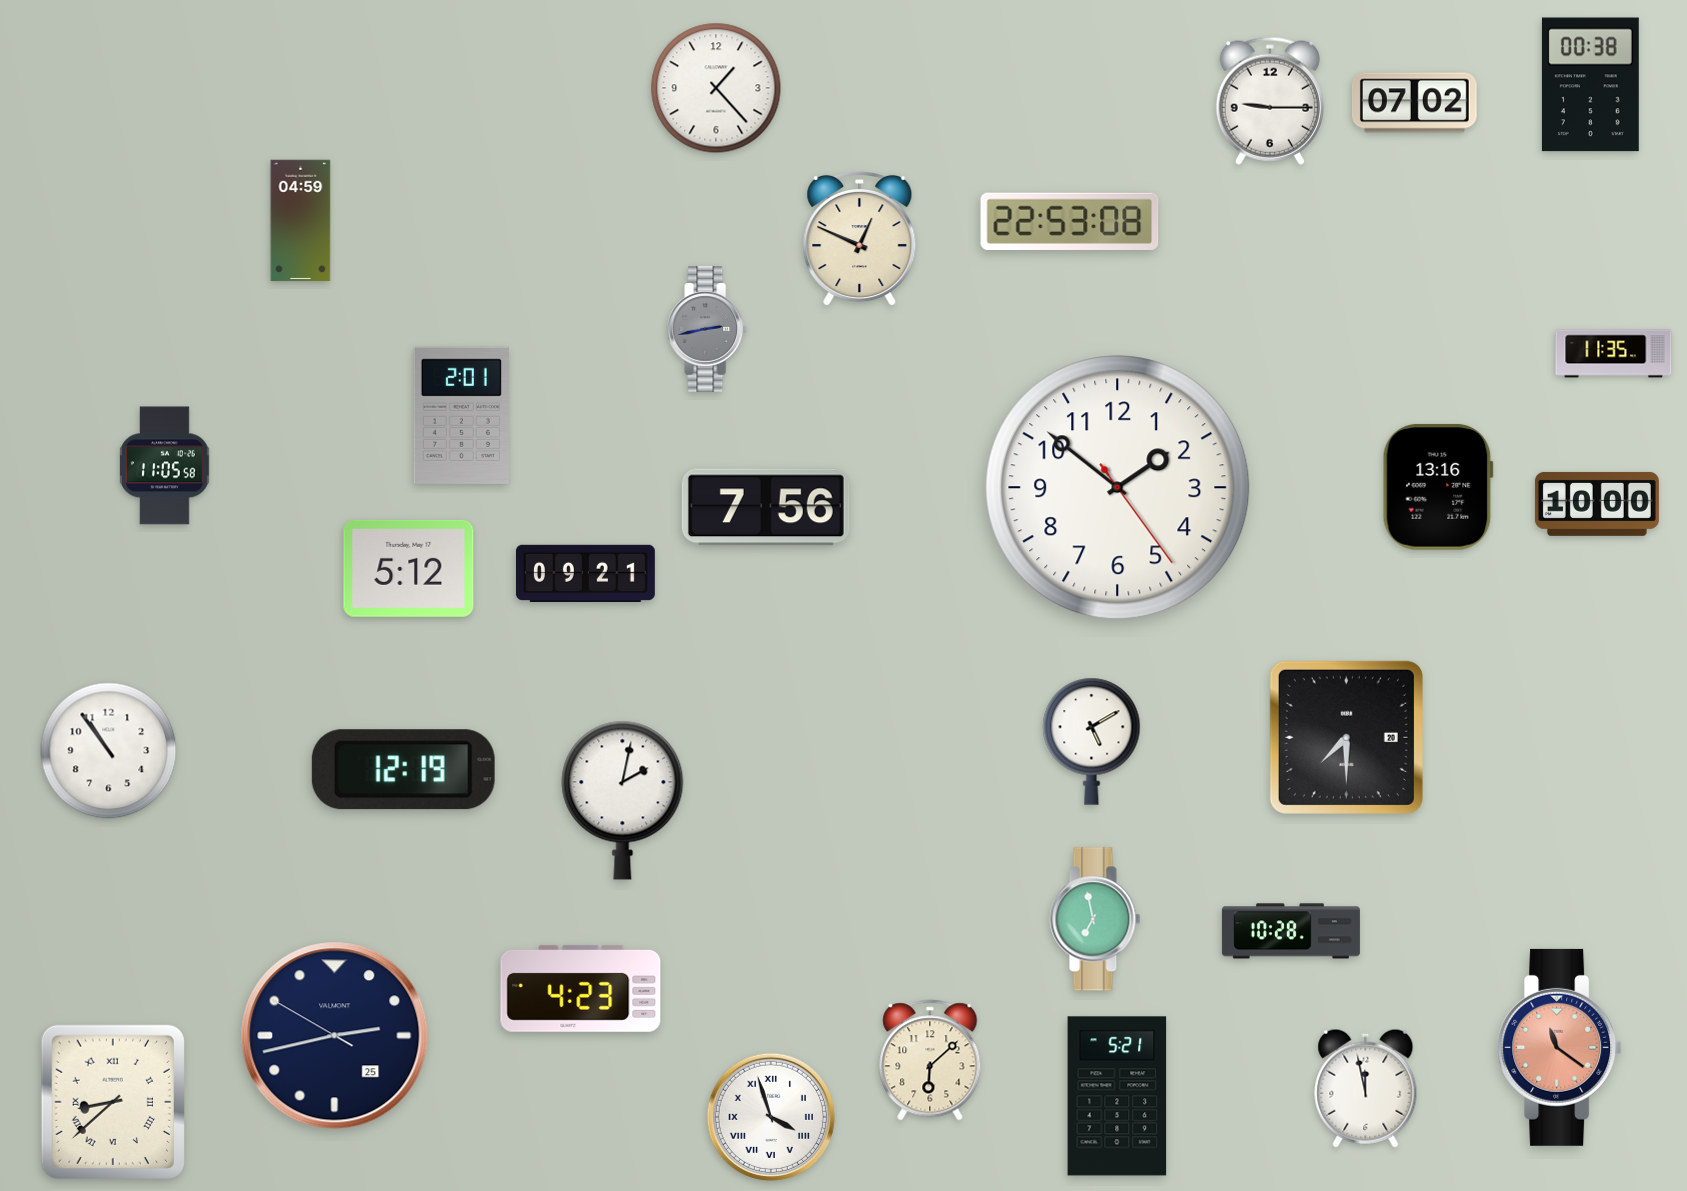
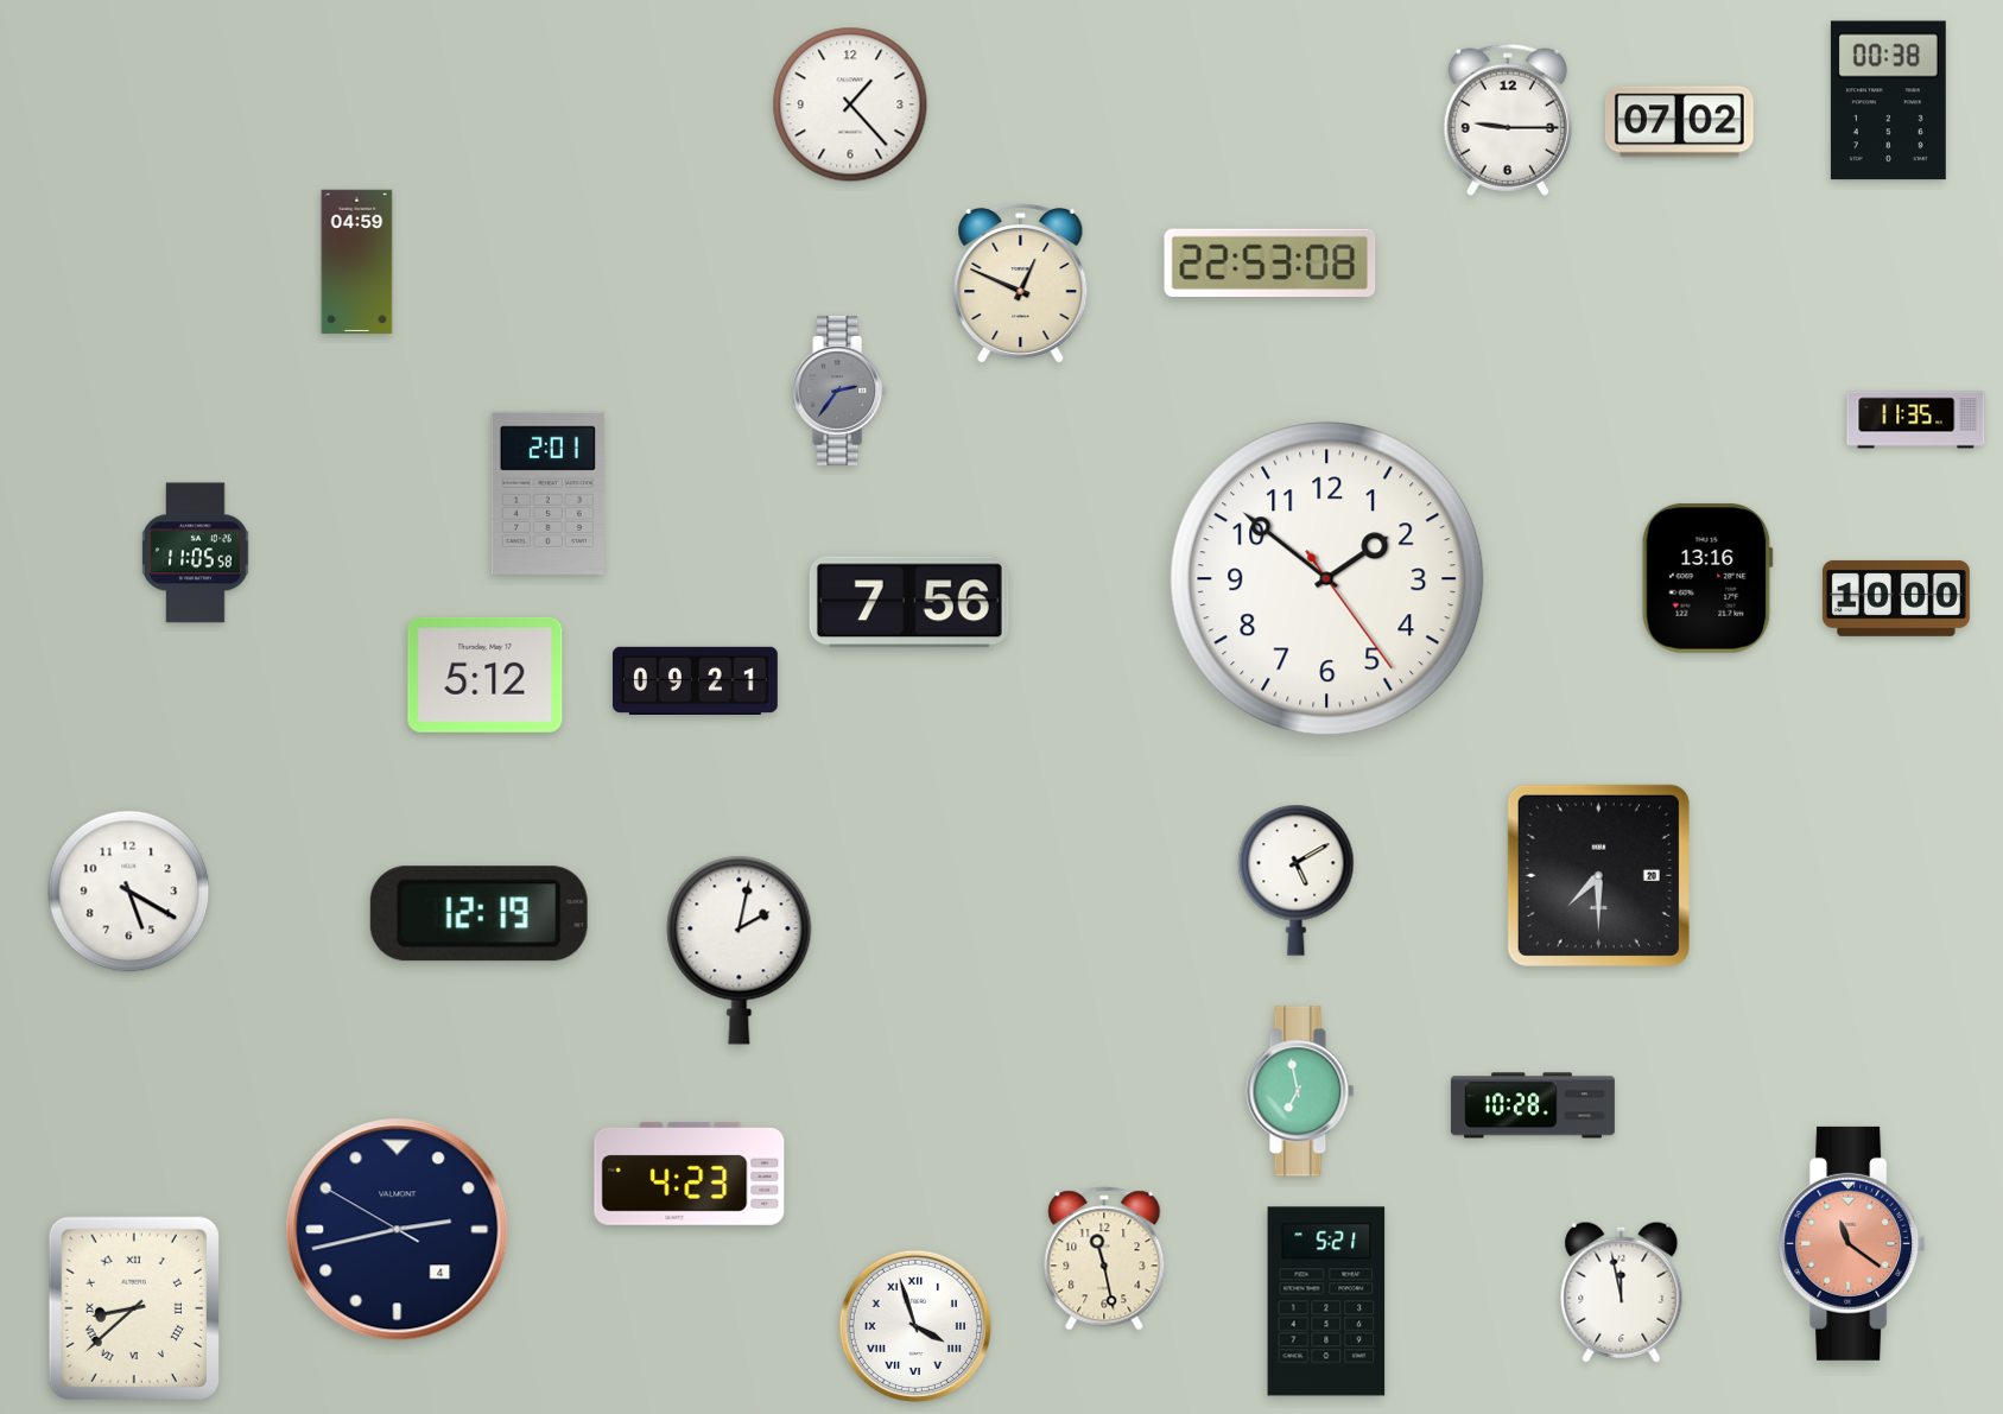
clock at (708, 329): 2:43 -> 2:36
clock at (109, 751): 10:54 -> 5:20
clock at (335, 1036) date: 25 -> 4
clock at (930, 1060): 6:08 -> 11:28
